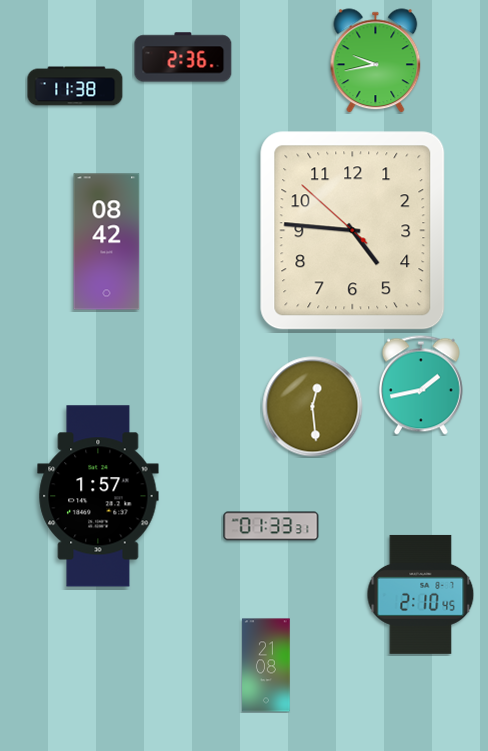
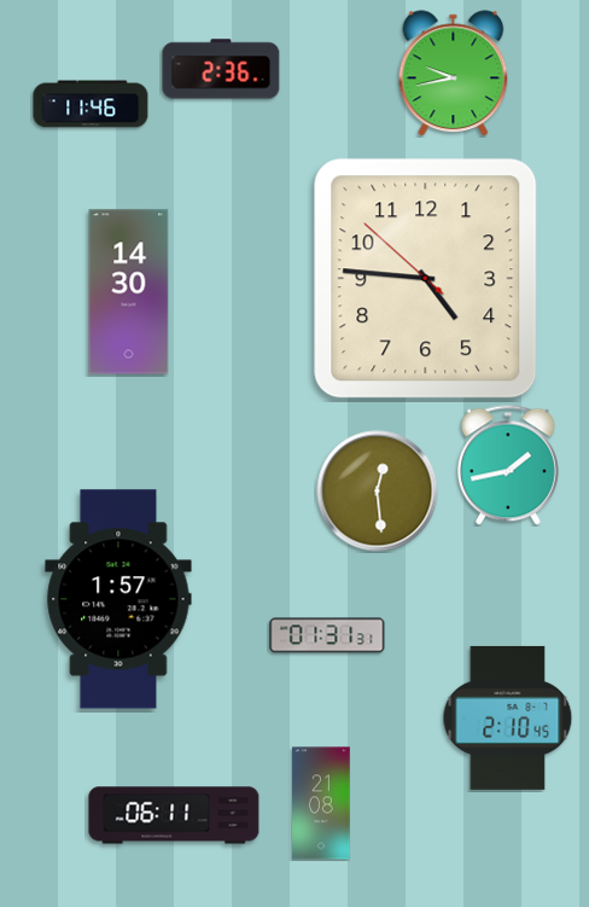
clock at (75, 86): 11:38 -> 11:46
clock at (107, 242): 08:42 -> 14:30
clock at (271, 526): 01:33 -> 01:31
clock at (174, 815): none -> 06:11
